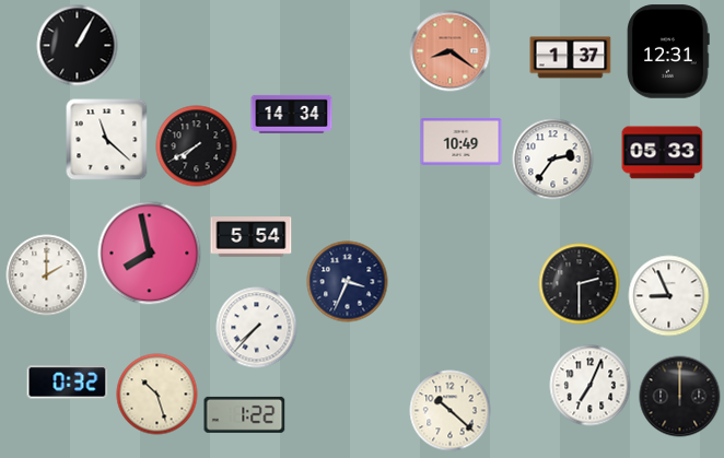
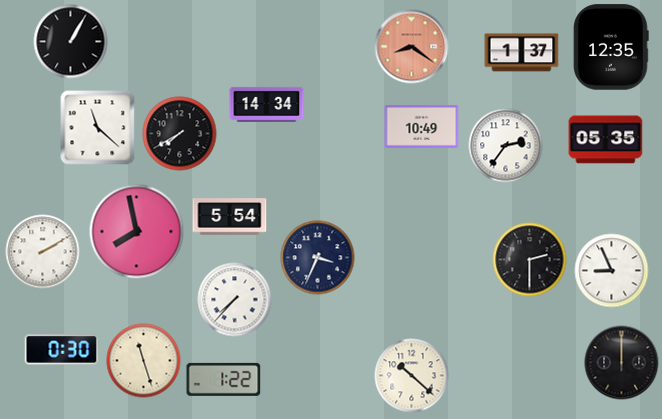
clock at (668, 51): 12:31 -> 12:35
clock at (462, 141) position: (462, 141) -> (422, 126)
clock at (663, 153): 05:33 -> 05:35
clock at (47, 275): 2:00 -> 2:10
clock at (68, 383): 0:32 -> 0:30
clock at (591, 386): 7:04 -> none
clock at (157, 395): 10:27 -> 11:27
